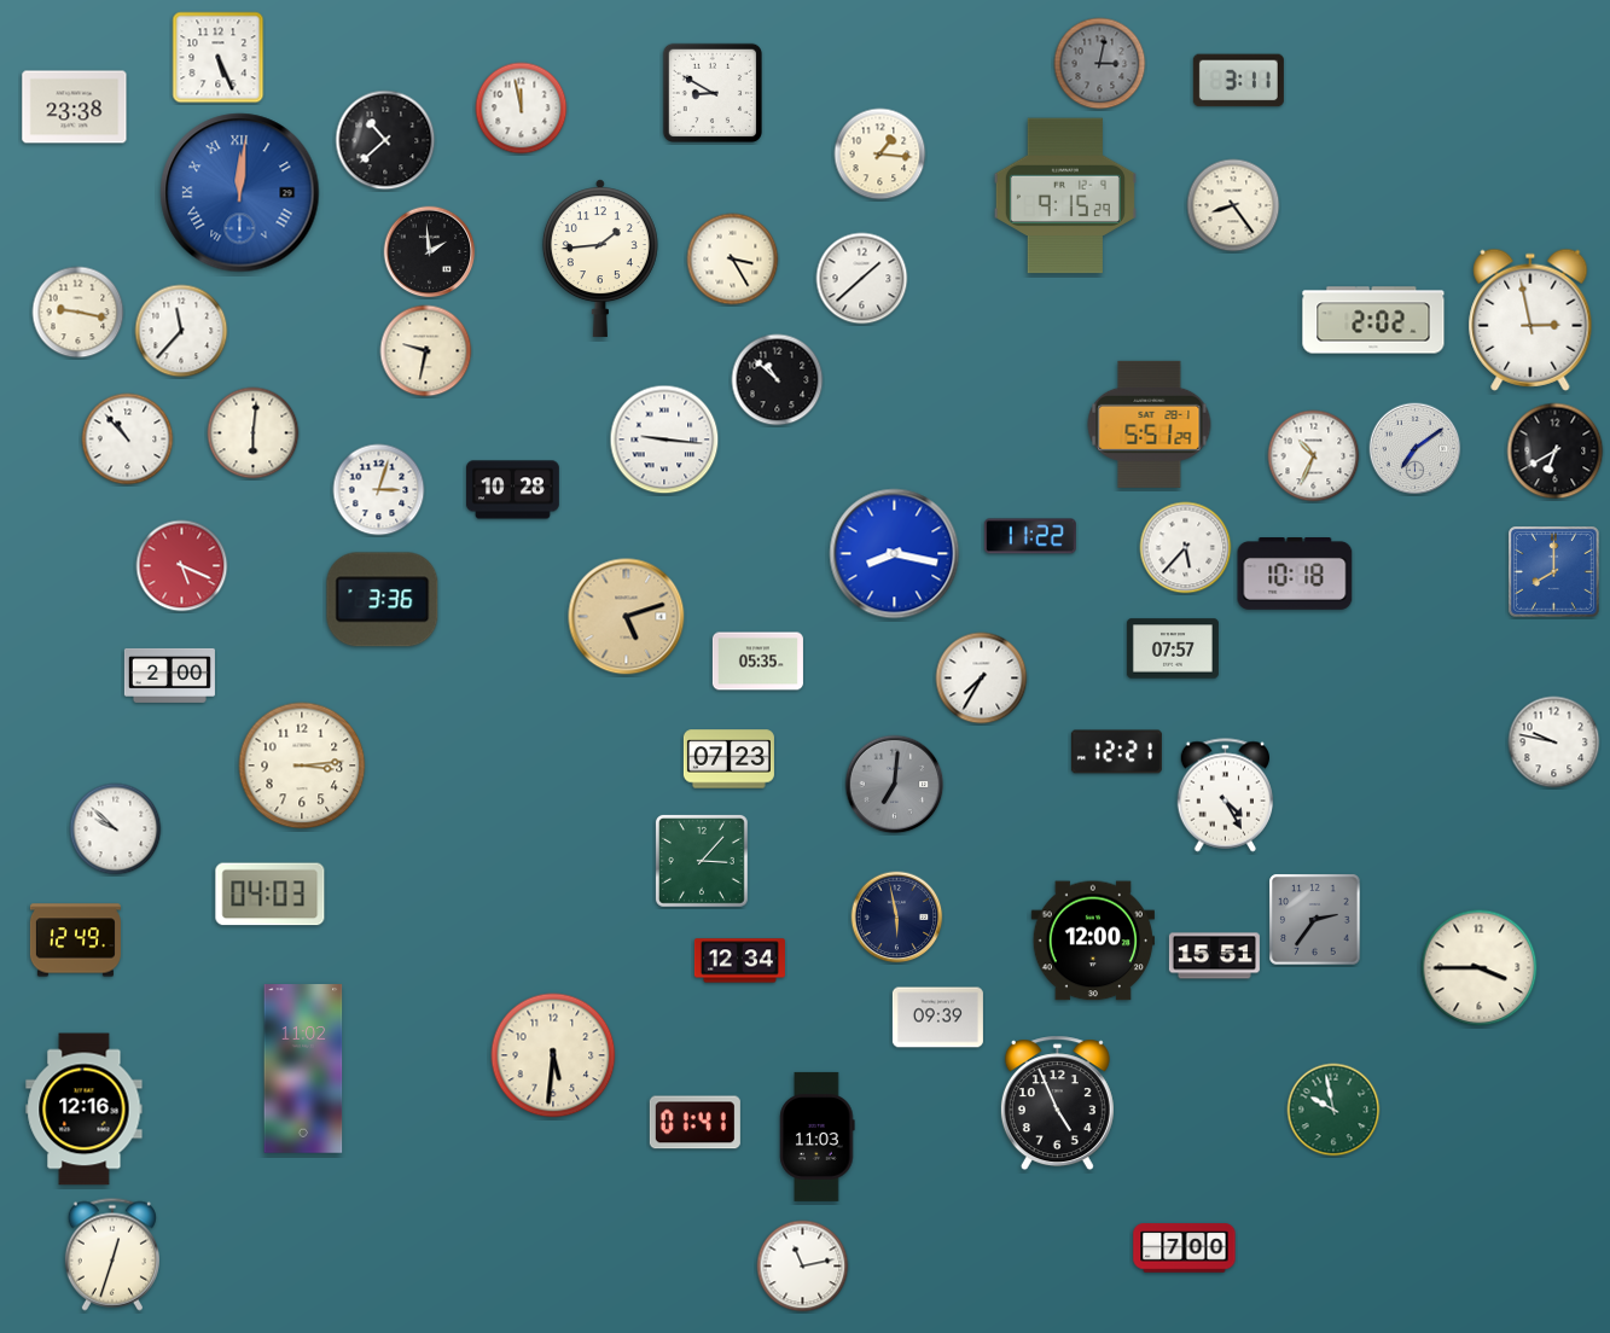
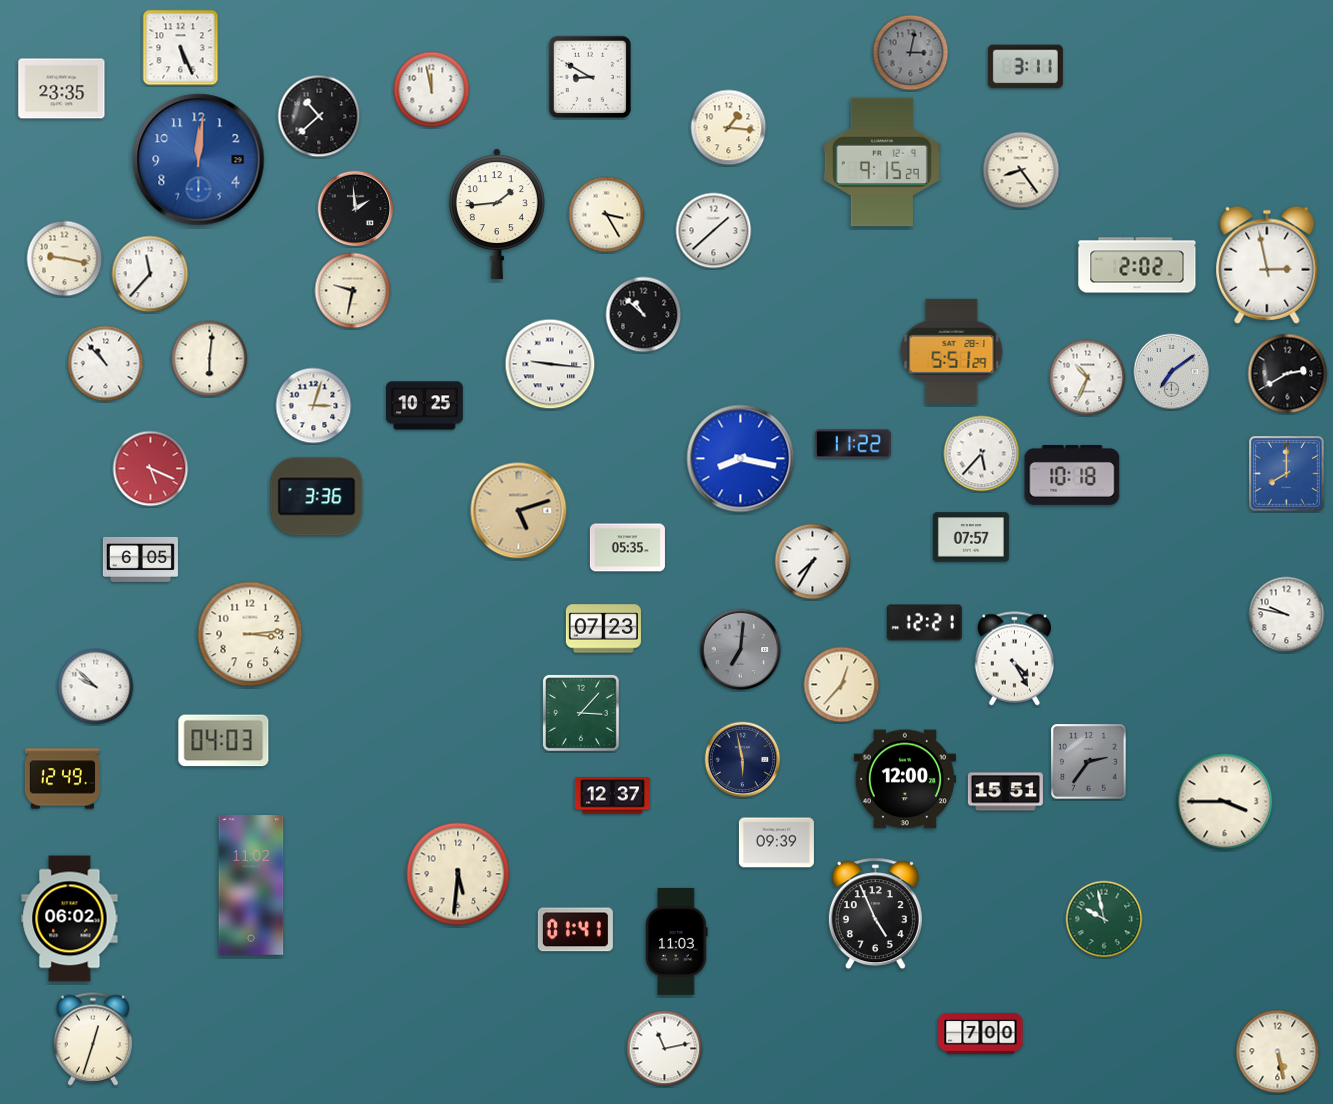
clock at (75, 107): 23:38 -> 23:35
clock at (240, 193) numerals: Roman -> Arabic
clock at (1556, 452): 6:40 -> 2:40
clock at (512, 490): 10:28 -> 10:25
clock at (169, 675): 2:00 -> 6:05
clock at (842, 685): none -> 12:37
clock at (739, 961): 12:34 -> 12:37
clock at (85, 1110): 12:16 -> 06:02
clock at (1278, 1052): none -> 5:28
